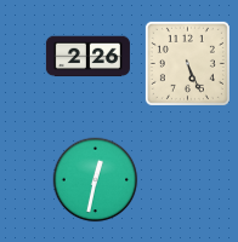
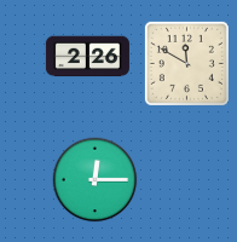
clock at (187, 63): 5:26 -> 11:50
clock at (96, 180): 12:32 -> 12:15
